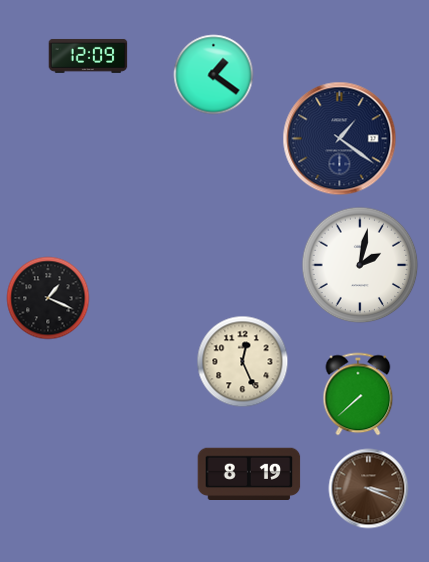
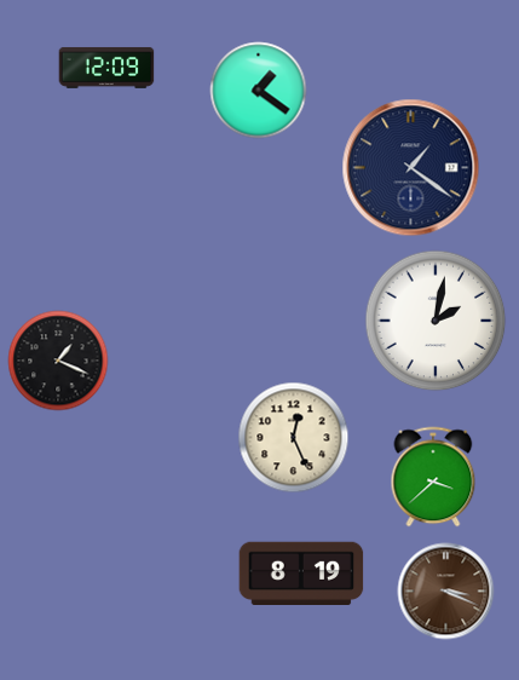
clock at (358, 394): 7:38 -> 3:38
